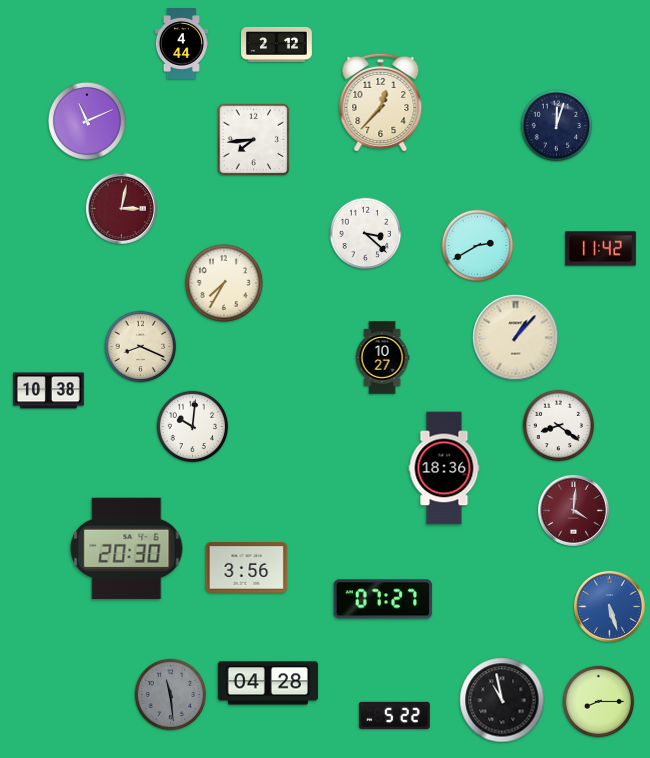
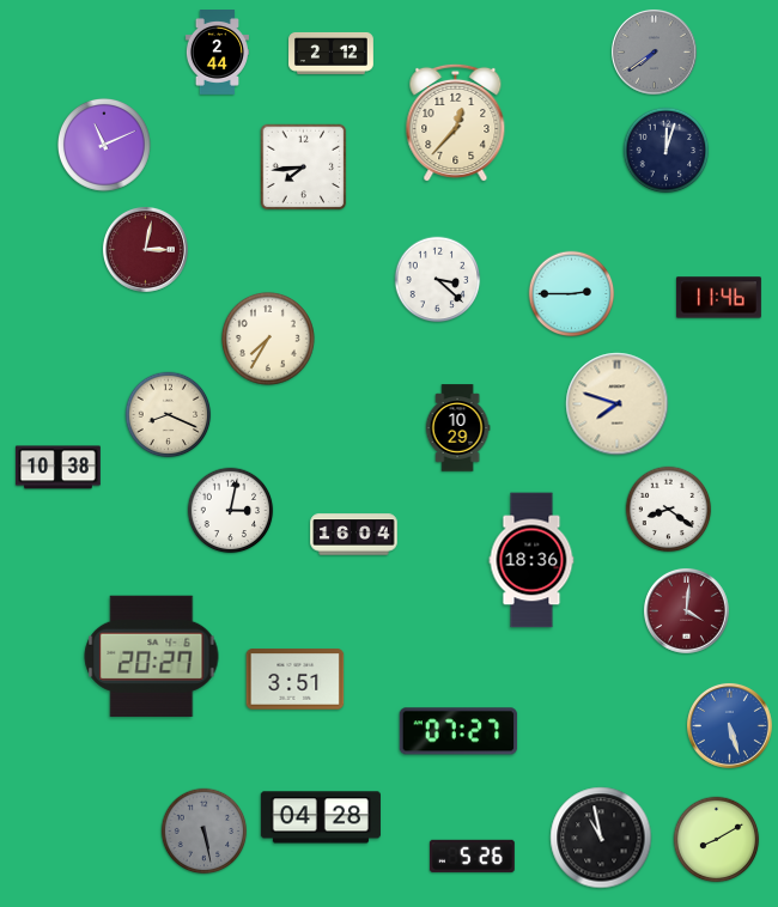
clock at (654, 51): none -> 7:39
clock at (181, 44): 4:44 -> 2:44
clock at (478, 246): 2:40 -> 2:45
clock at (601, 249): 11:42 -> 11:46
clock at (516, 338): 1:07 -> 7:48
clock at (382, 358): 10:27 -> 10:29
clock at (193, 427): 10:01 -> 3:02
clock at (354, 535): none -> 16:04
clock at (127, 548): 20:30 -> 20:27
clock at (247, 568): 3:56 -> 3:51
clock at (383, 599) position: (383, 599) -> (458, 731)
clock at (171, 695): 11:29 -> 5:28
clock at (599, 702): 8:15 -> 8:10
clock at (394, 715): 5:22 -> 5:26
